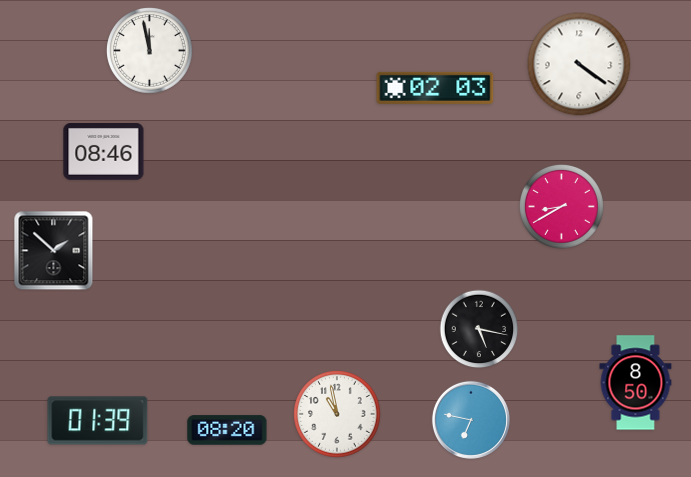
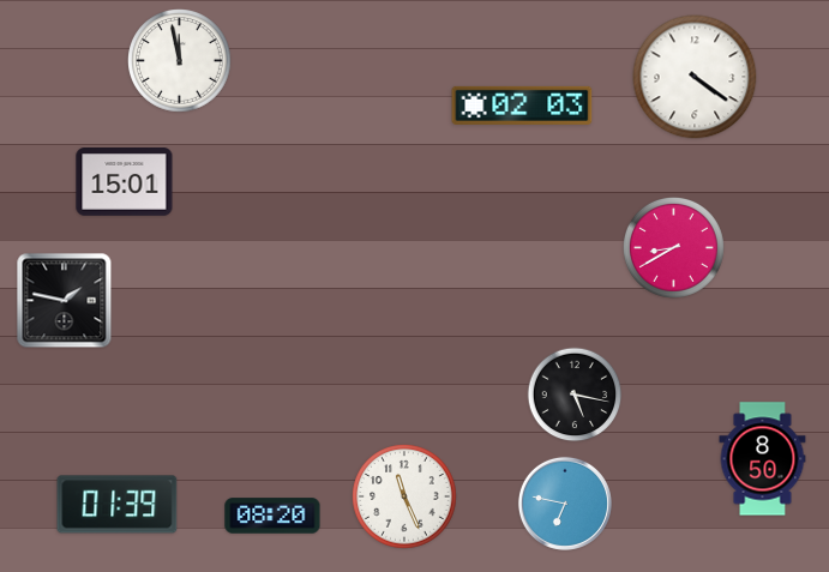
clock at (104, 152): 08:46 -> 15:01
clock at (54, 251): 1:52 -> 1:47
clock at (337, 414): 10:58 -> 11:26
